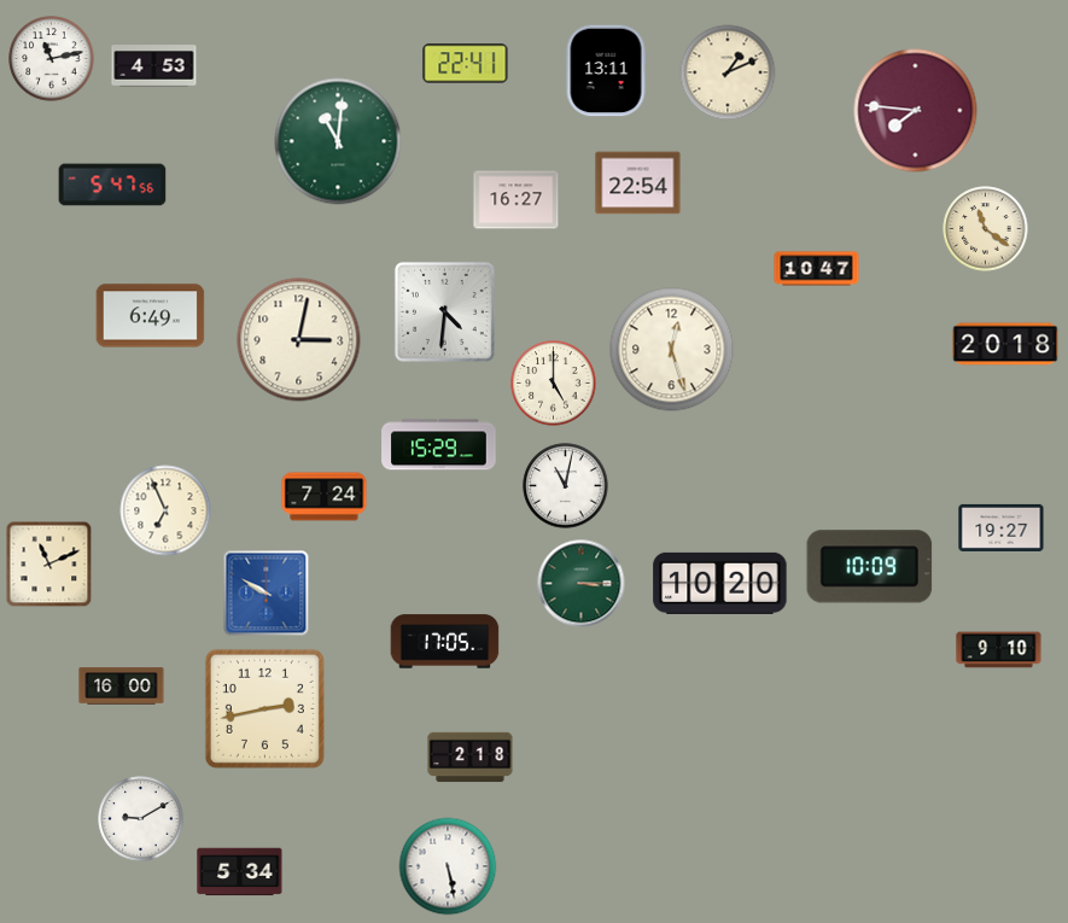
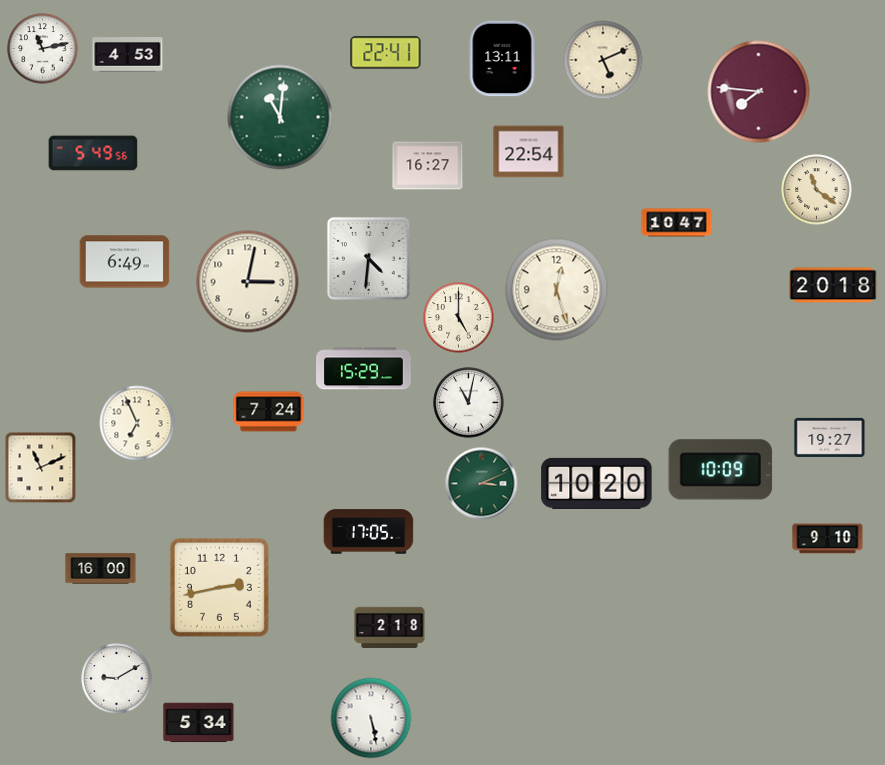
clock at (728, 72): 1:11 -> 5:11
clock at (112, 185): 5:47 -> 5:49
clock at (582, 584): 3:15 -> 3:11
clock at (267, 594): 9:50 -> none
